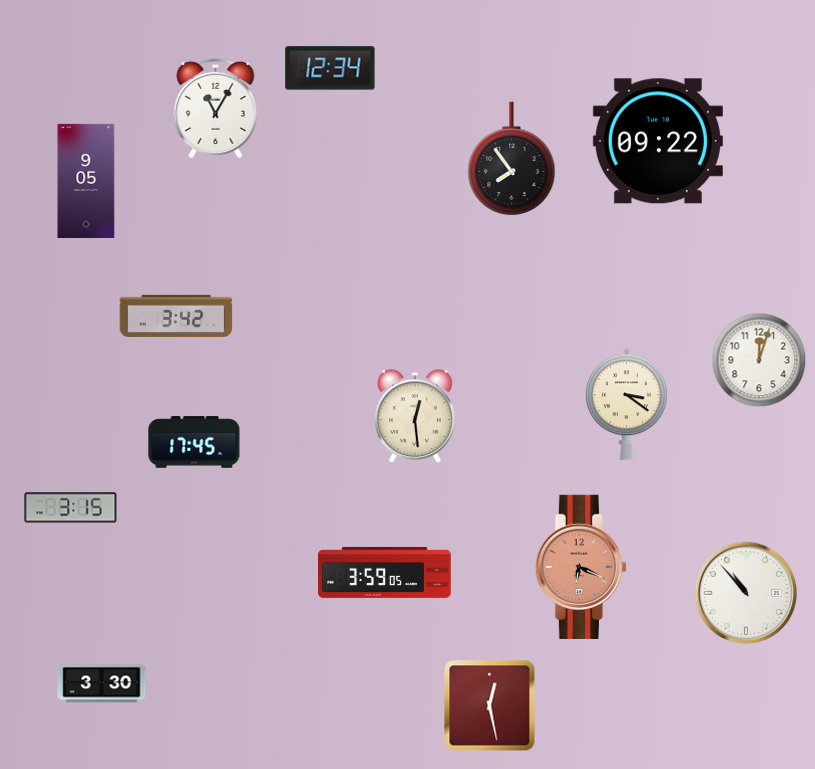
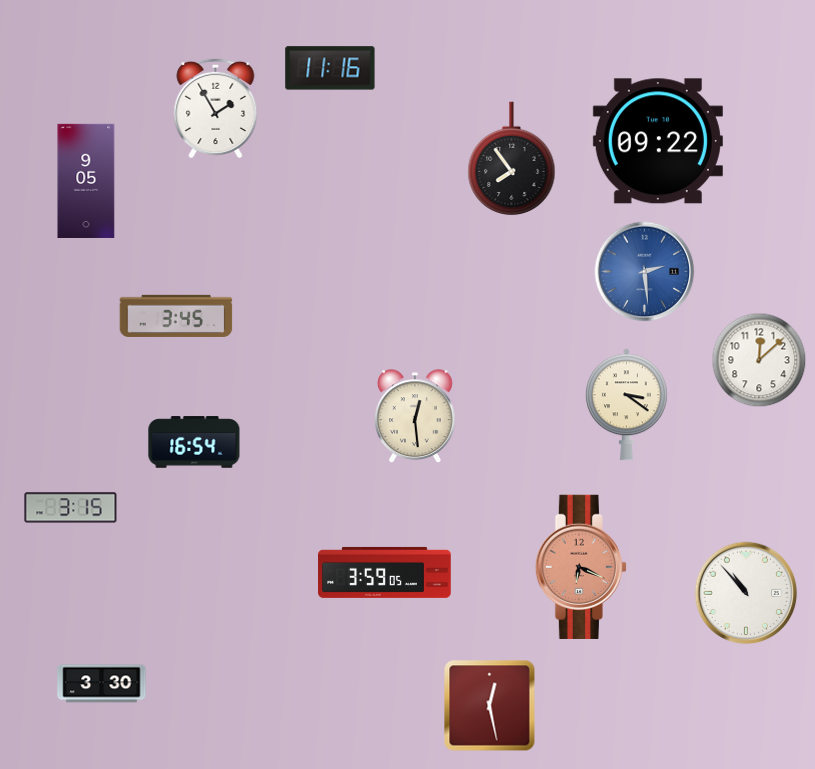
clock at (330, 68): 12:34 -> 11:16
clock at (216, 107): 11:05 -> 1:55
clock at (645, 272): none -> 2:29
clock at (176, 316): 3:42 -> 3:45
clock at (759, 360): 12:03 -> 12:08
clock at (194, 442): 17:45 -> 16:54
